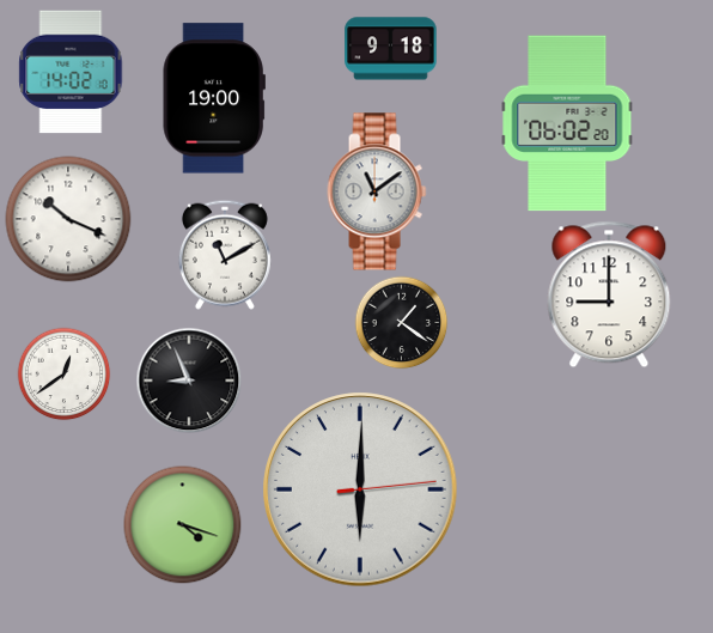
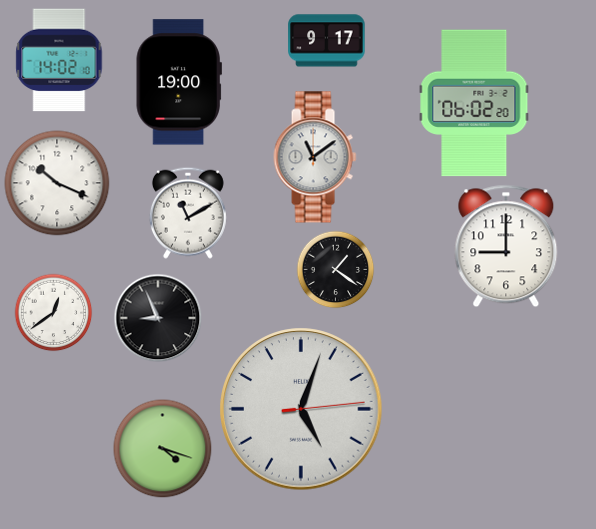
clock at (391, 49): 9:18 -> 9:17
clock at (377, 191) position: (377, 191) -> (315, 157)
clock at (609, 294) position: (609, 294) -> (506, 246)
clock at (360, 489): 6:00 -> 5:03
clock at (183, 525) position: (183, 525) -> (163, 449)
